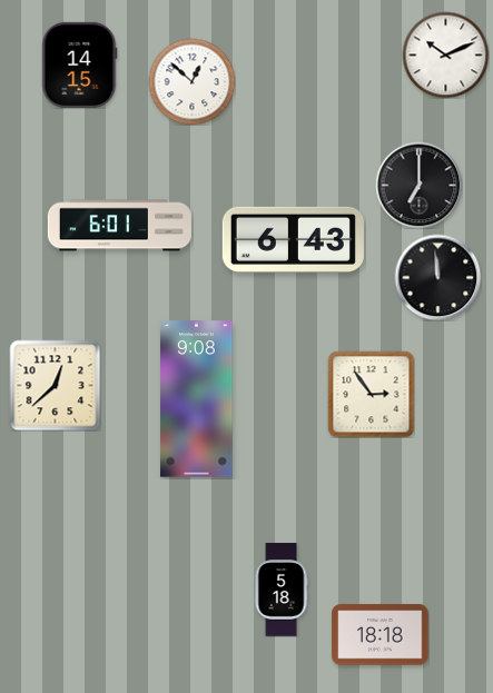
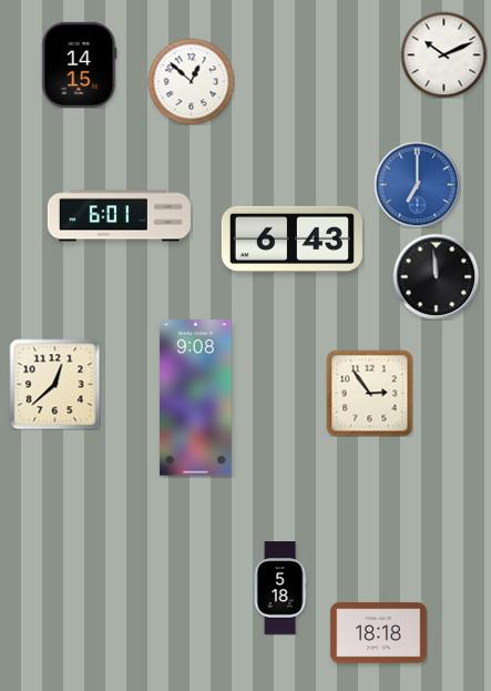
clock at (418, 185) dial: black -> blue
clock at (119, 226) position: (119, 226) -> (119, 216)
